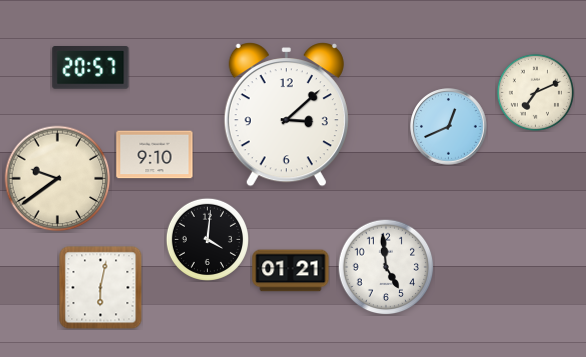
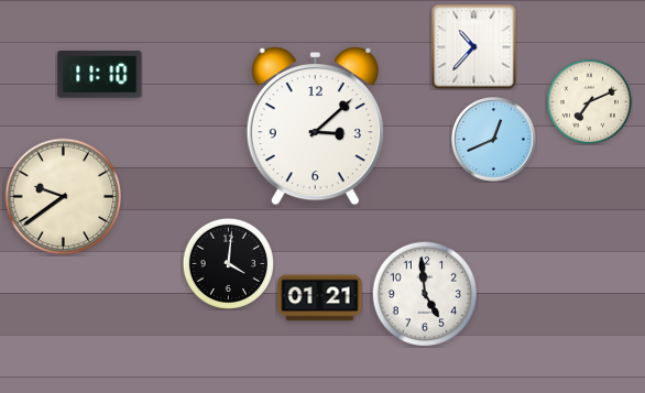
clock at (474, 47): none -> 10:37
clock at (91, 68): 20:57 -> 11:10
clock at (155, 155): 9:10 -> none
clock at (101, 288): 6:02 -> none
